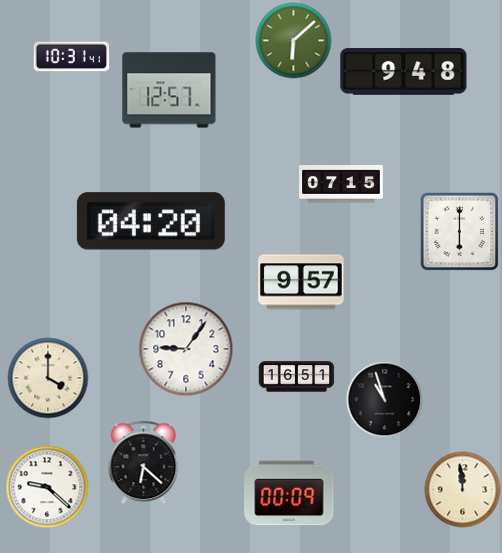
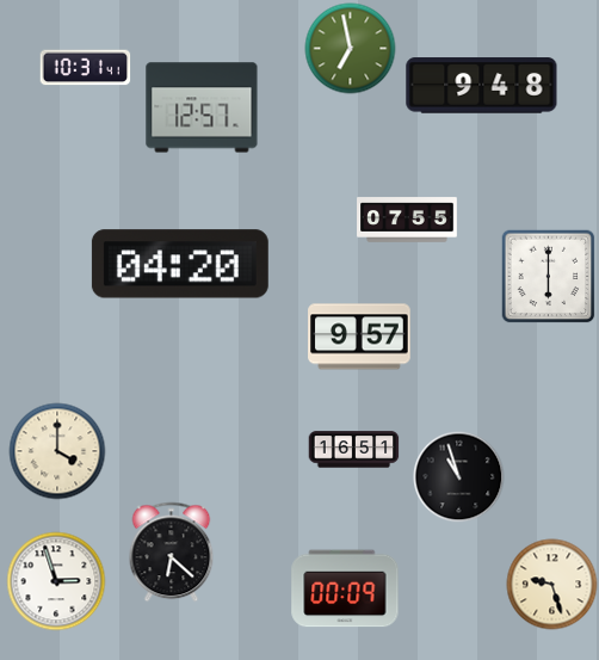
clock at (294, 41): 6:08 -> 6:58
clock at (341, 184): 07:15 -> 07:55
clock at (186, 349): 9:06 -> none
clock at (47, 487): 9:22 -> 2:57
clock at (463, 490): 11:59 -> 9:27
